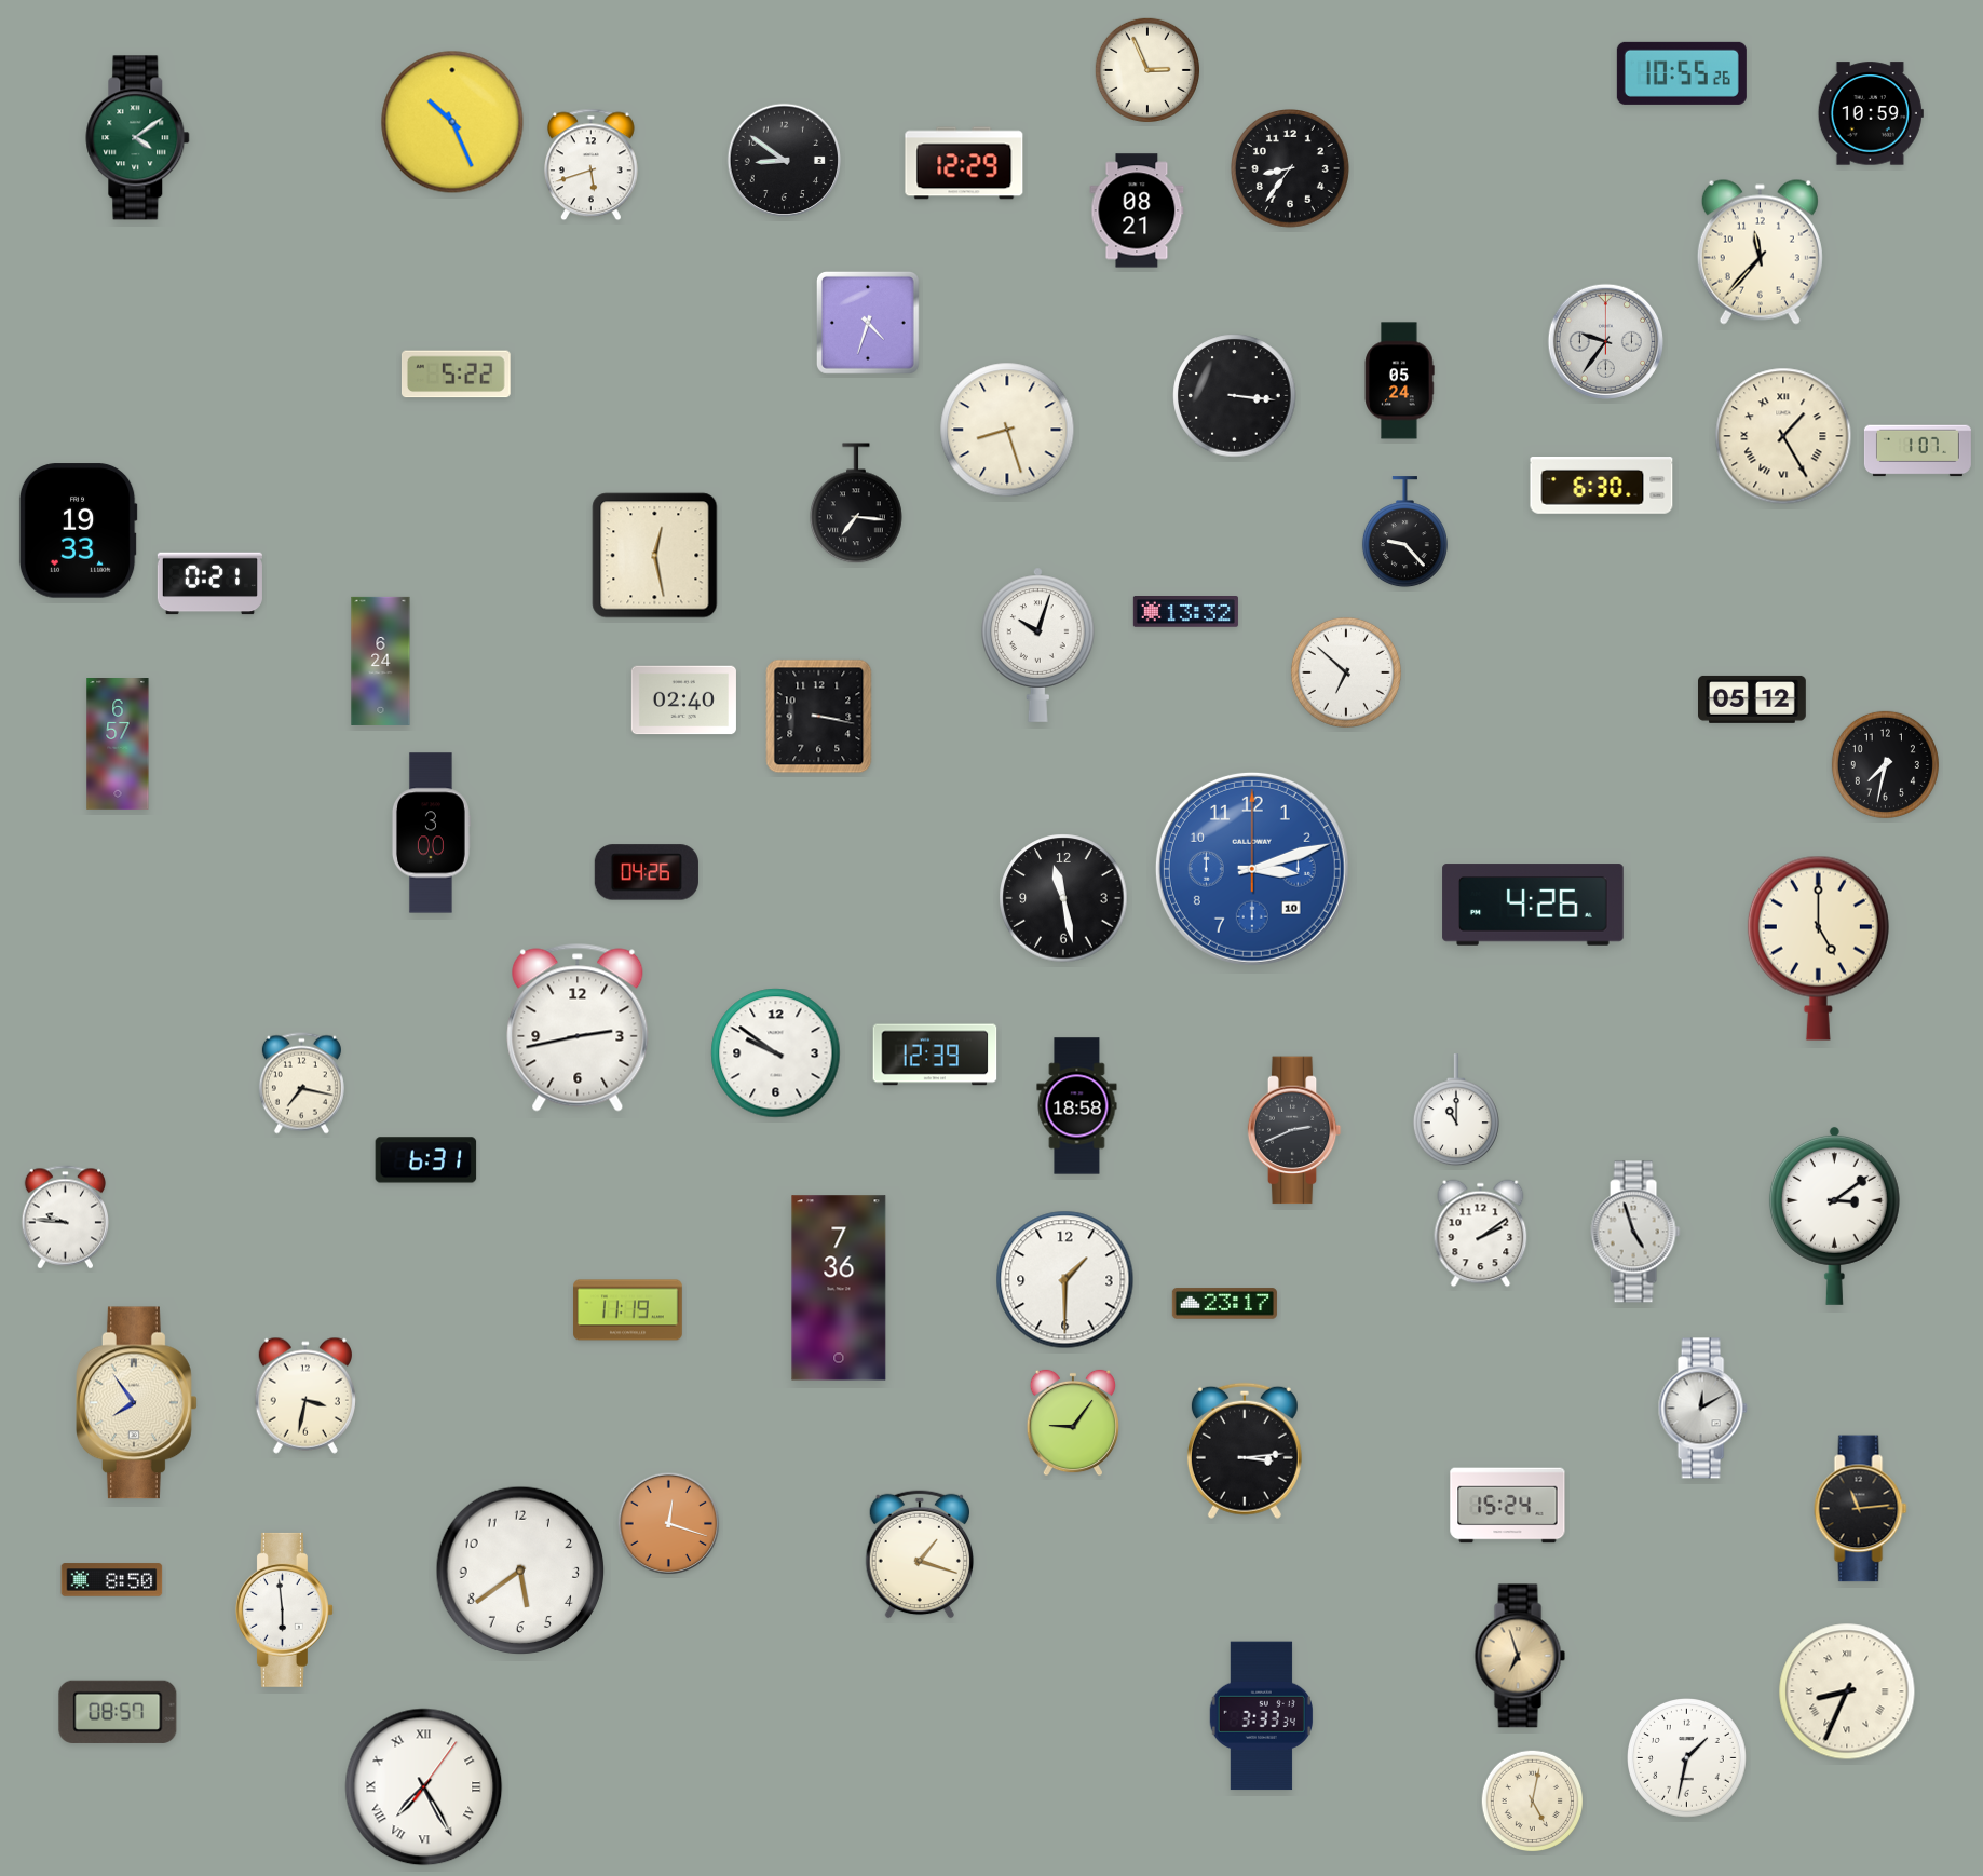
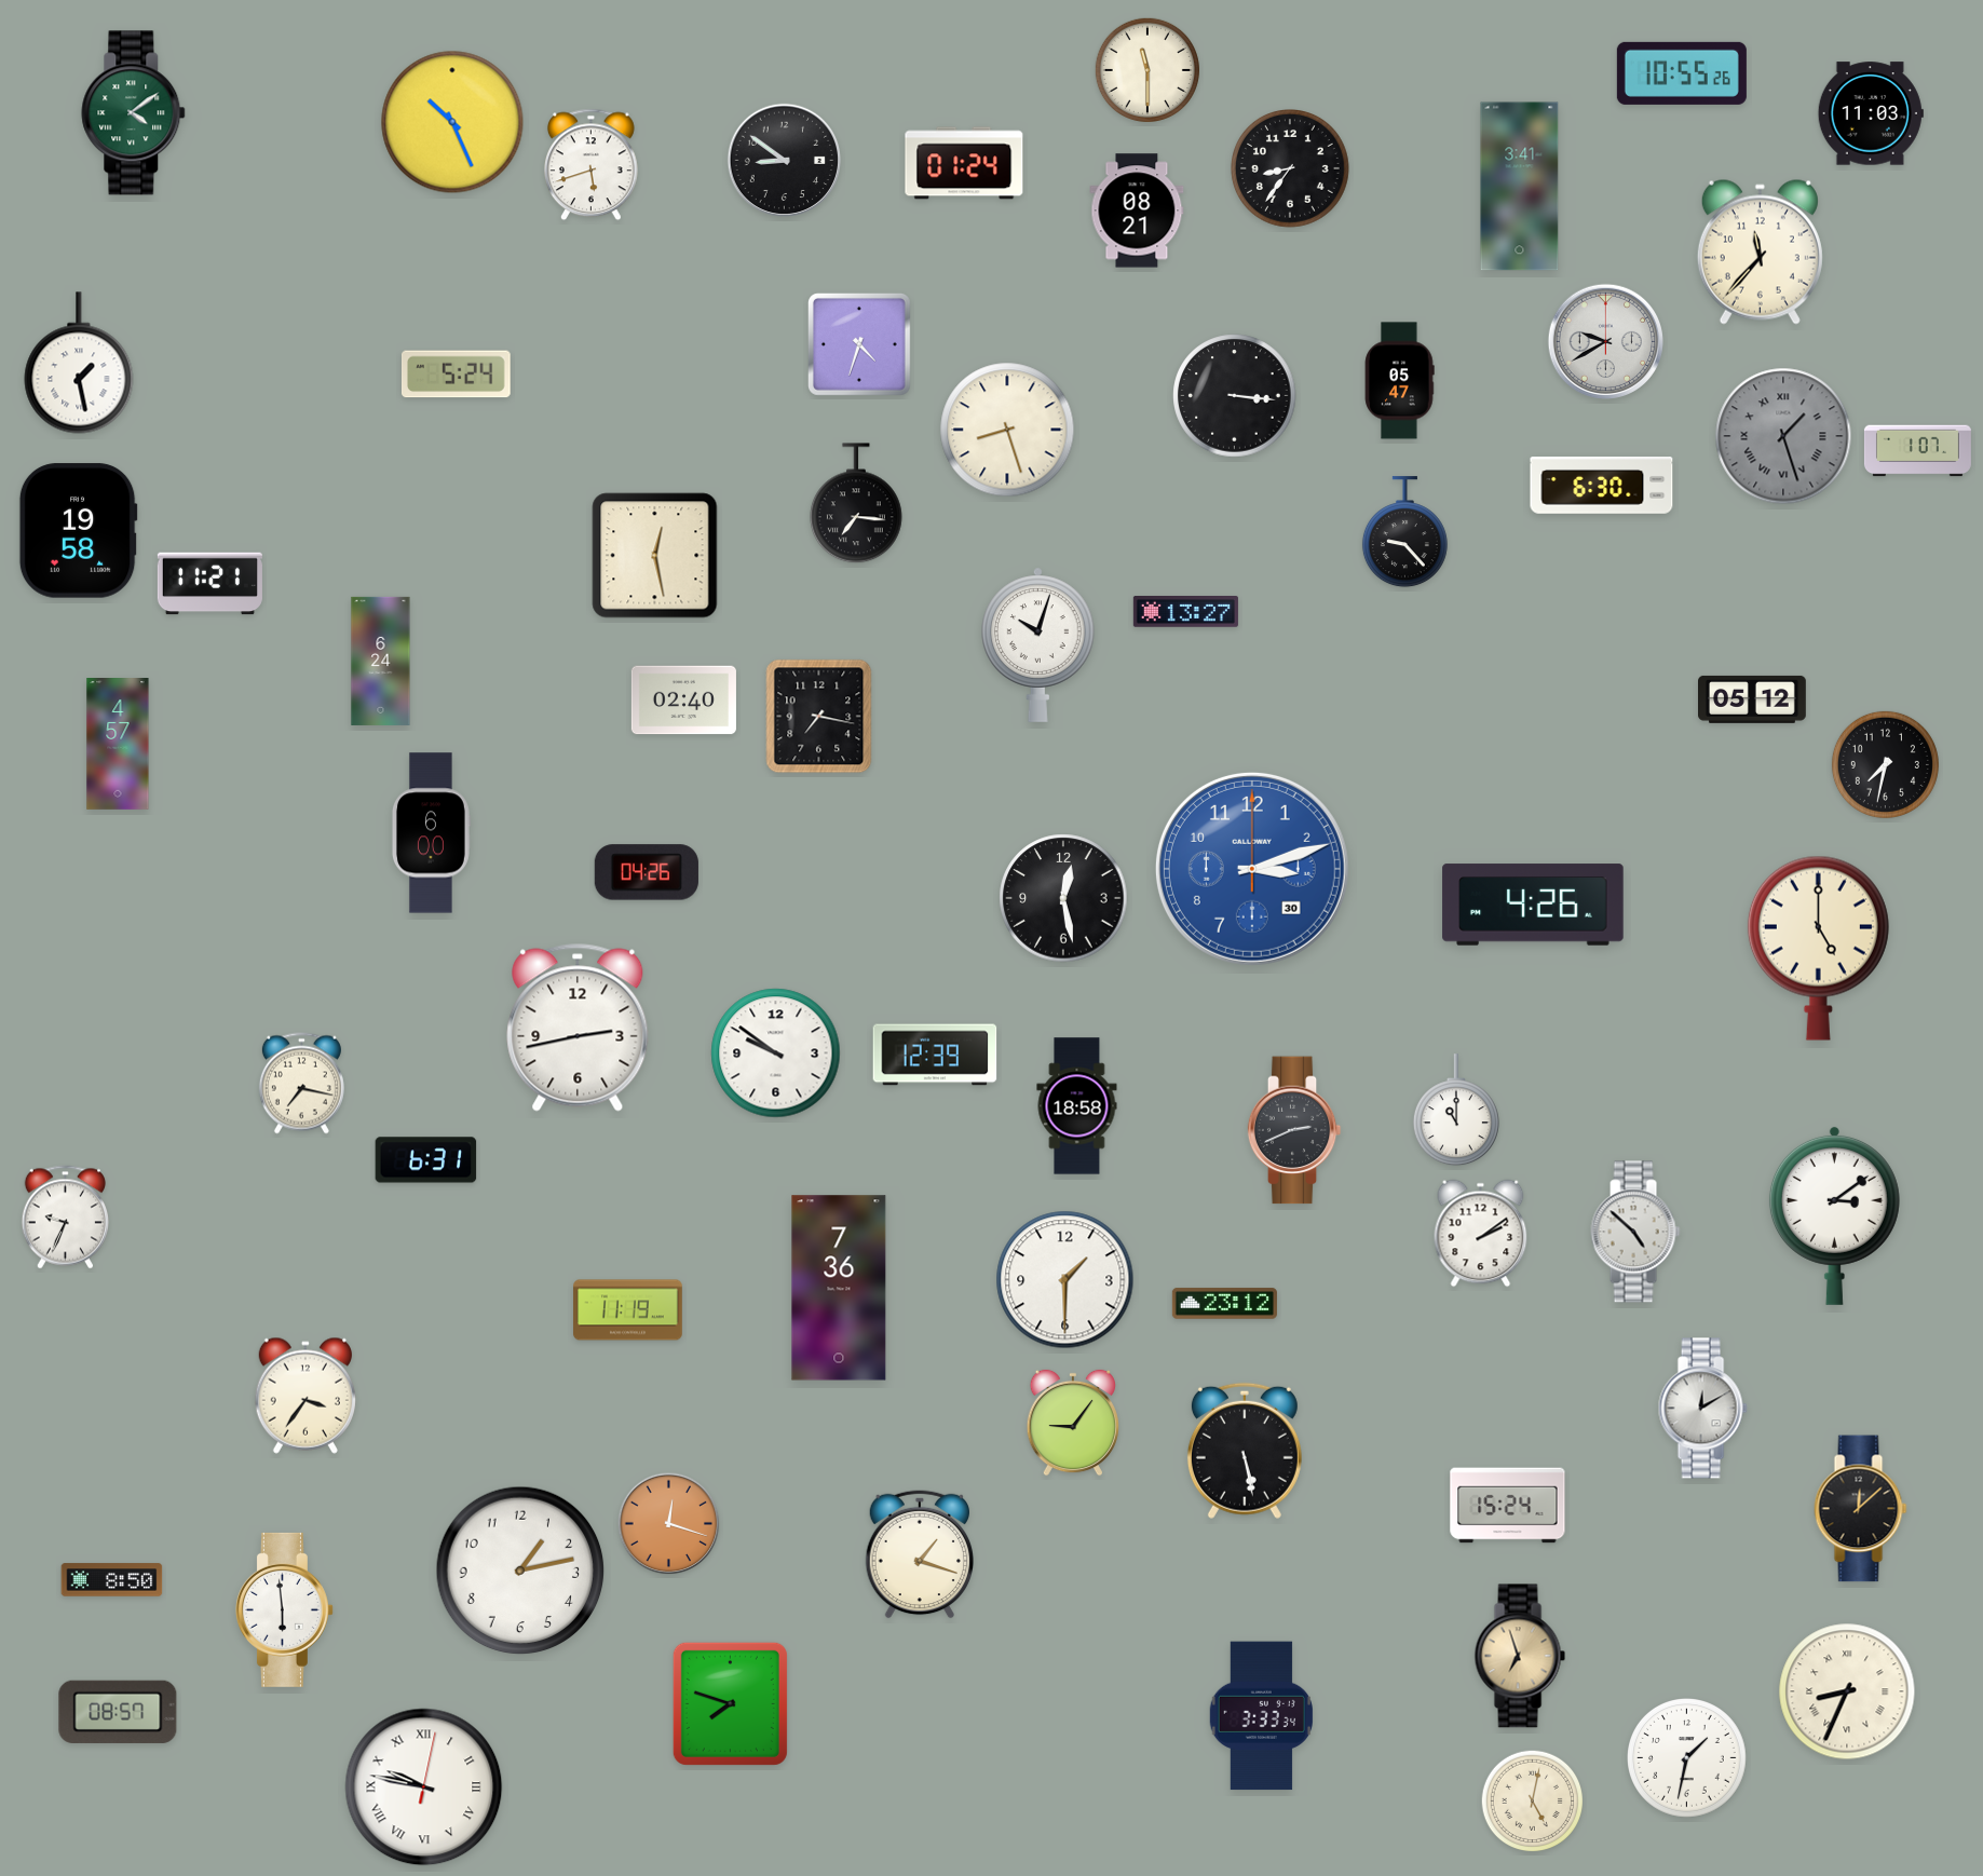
clock at (1147, 70): 2:56 -> 11:30
clock at (1871, 113): 10:59 -> 11:03
clock at (138, 138) position: (138, 138) -> (134, 113)
clock at (964, 163): 12:29 -> 01:24
clock at (1520, 187): none -> 3:41
clock at (868, 323) position: (868, 323) -> (859, 344)
clock at (1605, 341): 9:36 -> 9:40
clock at (79, 363): none -> 1:28
clock at (456, 375): 5:22 -> 5:24
clock at (1399, 381): 05:24 -> 05:47
clock at (1783, 436): 1:25 -> 1:27
clock at (1783, 436) dial: cream -> grey
clock at (78, 531): 19:33 -> 19:58
clock at (209, 584): 0:21 -> 11:21
clock at (1185, 612): 13:32 -> 13:27
clock at (1346, 672): 6:52 -> none
clock at (819, 717): 3:17 -> 7:17
clock at (118, 745): 6:57 -> 4:57
clock at (431, 833): 3:00 -> 6:00
clock at (1252, 869) date: 10 -> 30
clock at (1063, 898): 11:28 -> 12:28
clock at (65, 1218): 9:46 -> 9:34
clock at (1635, 1232): 4:57 -> 4:52
clock at (1224, 1304): 23:17 -> 23:12
clock at (305, 1396): 3:32 -> 3:36
clock at (137, 1403): 7:54 -> none
clock at (1245, 1451): 3:14 -> 5:28
clock at (1861, 1509): 11:14 -> 12:08
clock at (520, 1571): 5:39 -> 1:13
clock at (730, 1703): none -> 7:48
clock at (424, 1787): 7:25 -> 9:47
